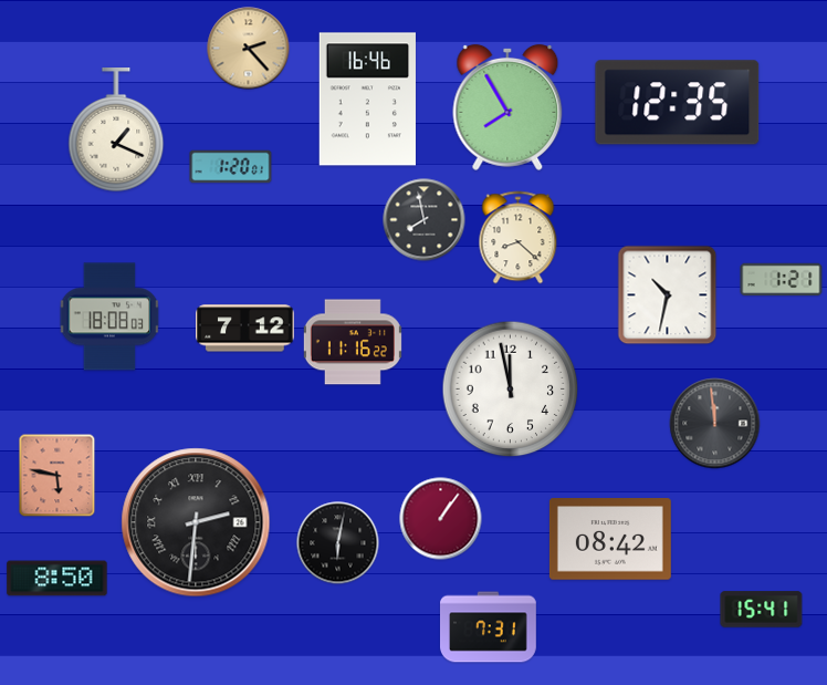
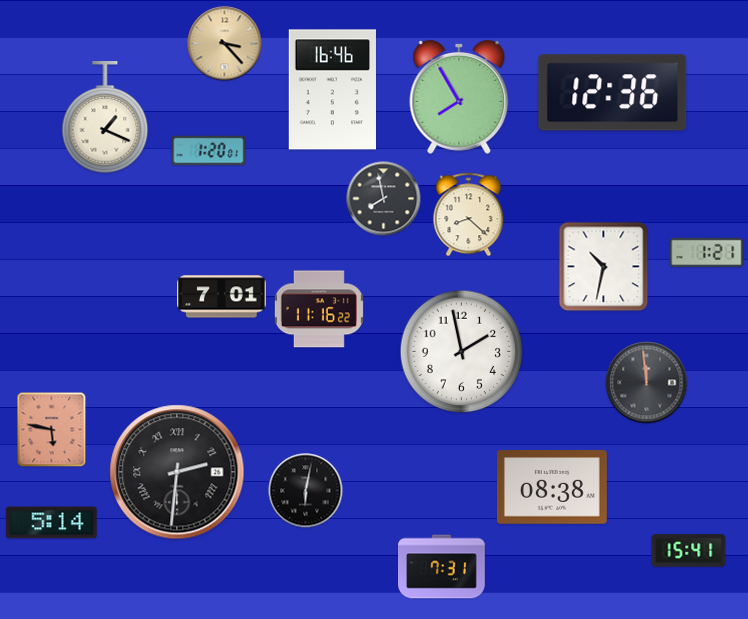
clock at (249, 49): 2:23 -> 3:23
clock at (678, 103): 12:35 -> 12:36
clock at (109, 316): 18:08 -> none
clock at (245, 329): 7:12 -> 7:01
clock at (511, 390): 11:58 -> 1:58
clock at (441, 519): 1:06 -> none
clock at (610, 539): 08:42 -> 08:38
clock at (57, 579): 8:50 -> 5:14
